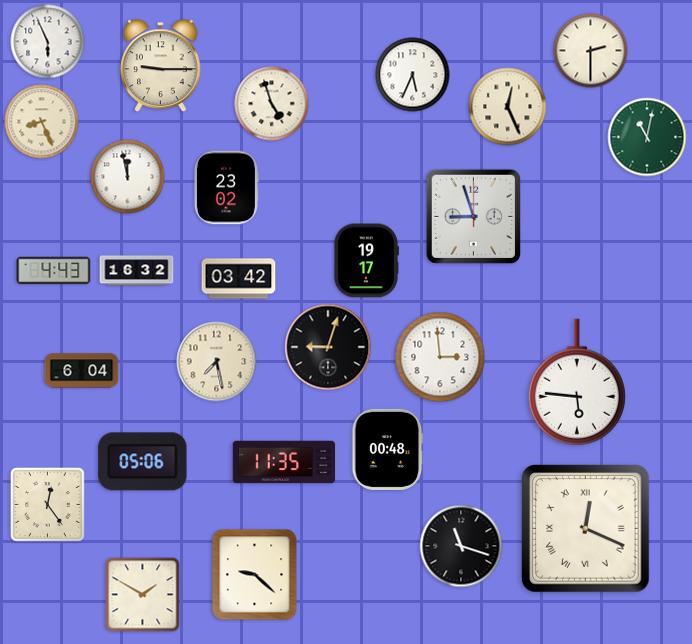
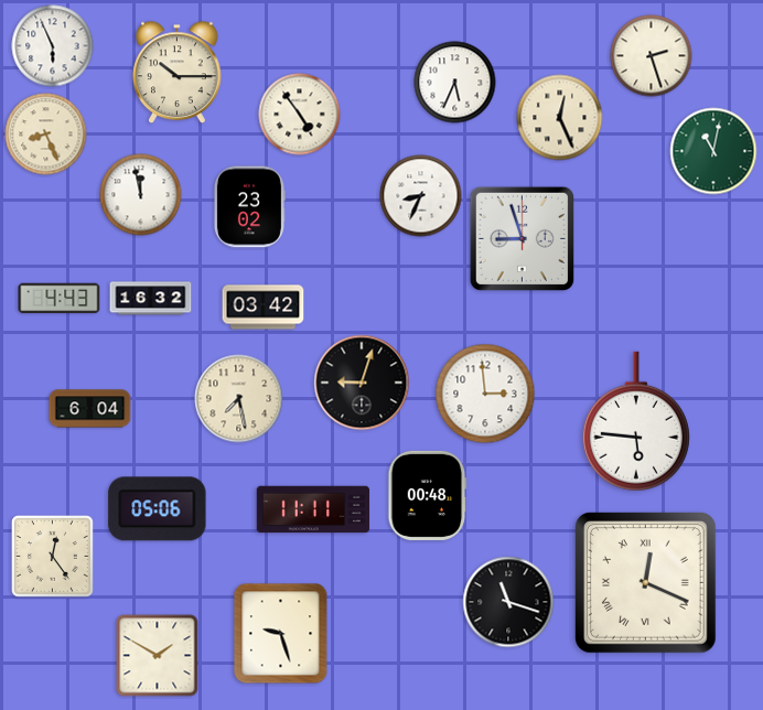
clock at (591, 51): 2:30 -> 2:27
clock at (161, 66): 9:15 -> 10:15
clock at (272, 104): 4:57 -> 4:54
clock at (421, 196): none -> 8:34
clock at (366, 261): 19:17 -> none
clock at (284, 462): 11:35 -> 11:11
clock at (255, 575): 9:22 -> 9:27
